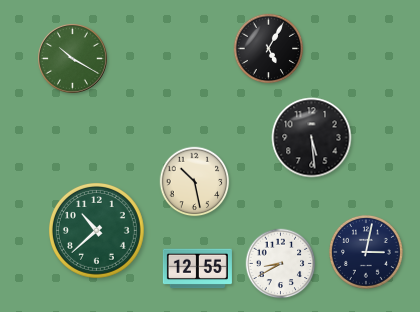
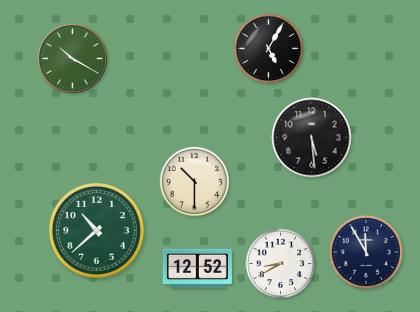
clock at (195, 182): 10:28 -> 10:30
clock at (366, 252): 3:02 -> 11:55
clock at (197, 269): 12:55 -> 12:52
